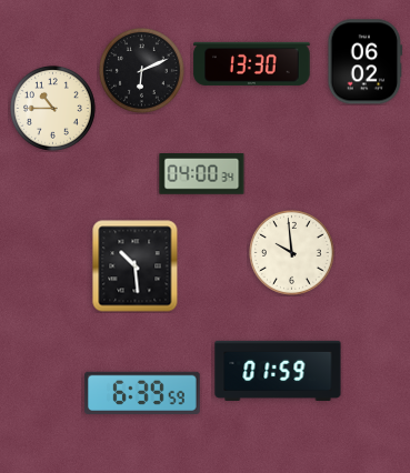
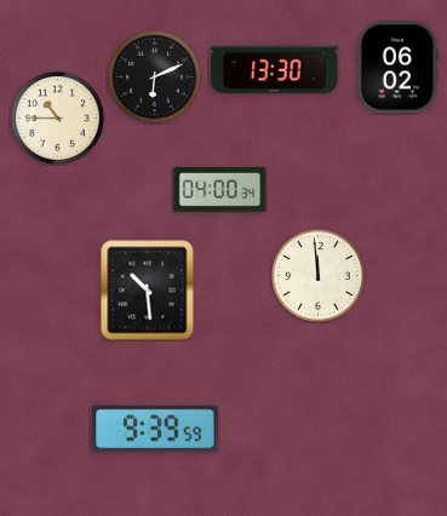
clock at (292, 253): 9:59 -> 11:59
clock at (278, 371): 01:59 -> none
clock at (142, 392): 6:39 -> 9:39
